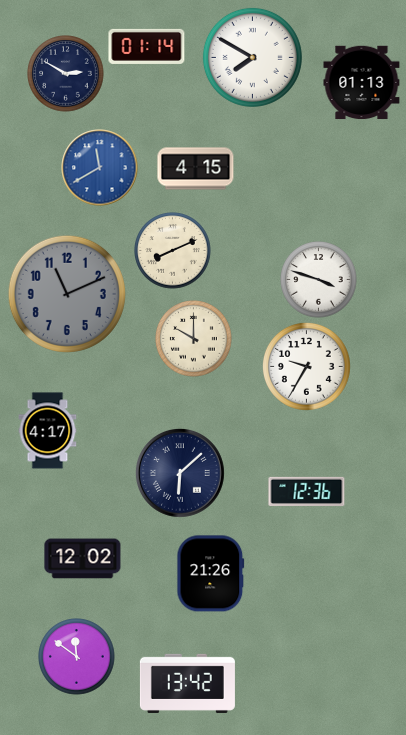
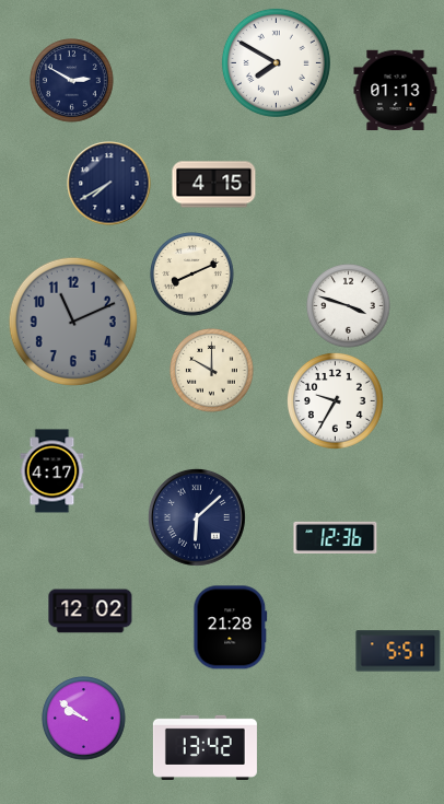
clock at (147, 46): 01:14 -> none
clock at (100, 168): 11:40 -> 7:40
clock at (100, 168) dial: blue -> navy
clock at (173, 251) position: (173, 251) -> (192, 275)
clock at (211, 574): 21:26 -> 21:28
clock at (398, 651): none -> 5:51
clock at (77, 657): 11:51 -> 9:51
